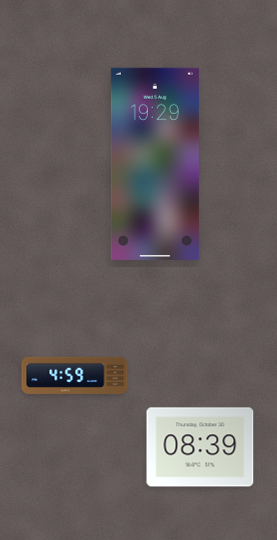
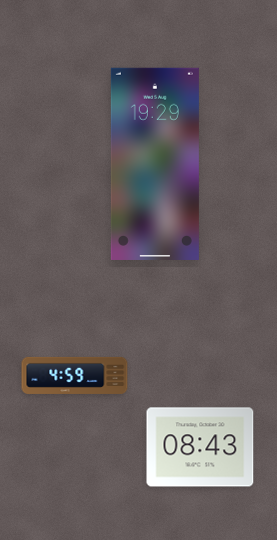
clock at (200, 447): 08:39 -> 08:43
